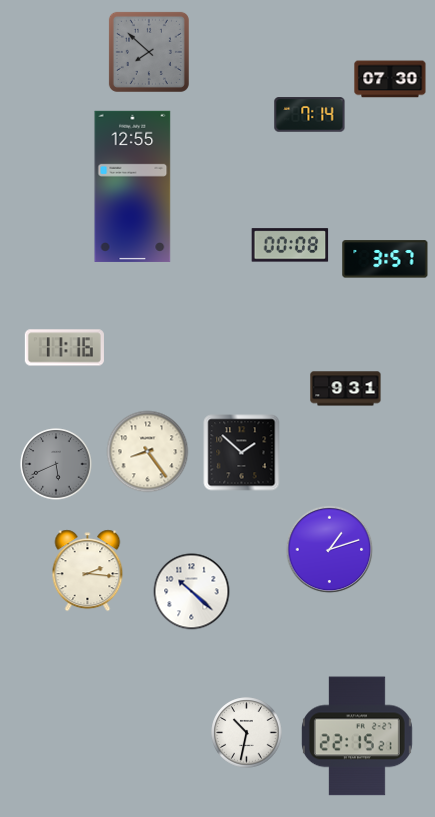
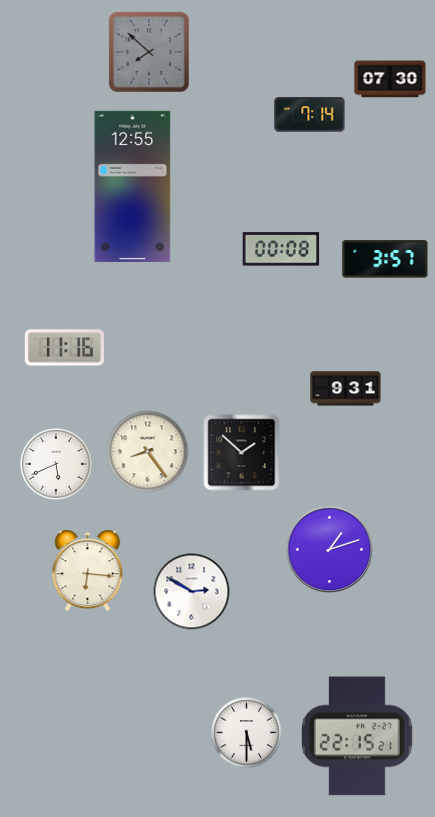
clock at (290, 245) position: (290, 245) -> (281, 249)
clock at (56, 464) dial: grey -> white
clock at (88, 571): 2:16 -> 6:16
clock at (192, 592): 10:22 -> 2:50
clock at (247, 733): 10:32 -> 5:30
